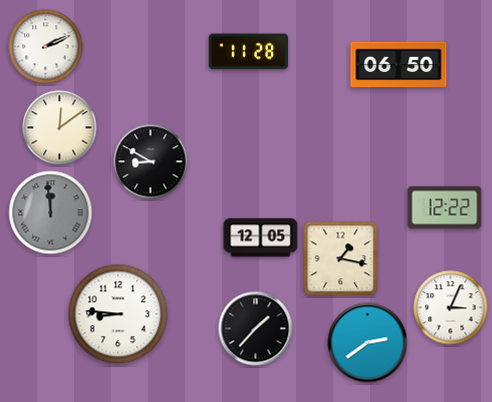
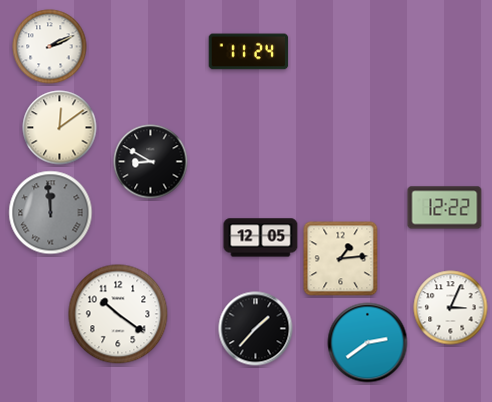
clock at (46, 47) position: (46, 47) -> (50, 47)
clock at (249, 52): 11:28 -> 11:24
clock at (399, 65): 06:50 -> none
clock at (341, 259): 1:17 -> 1:14
clock at (118, 314): 8:46 -> 10:21
